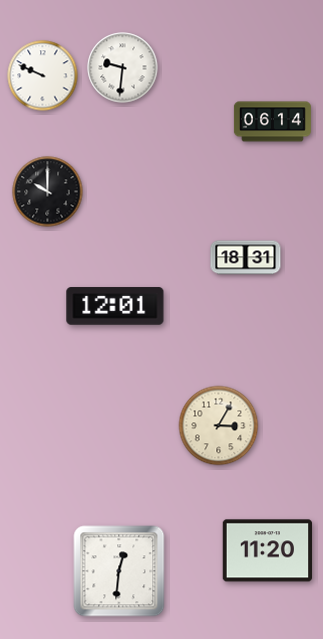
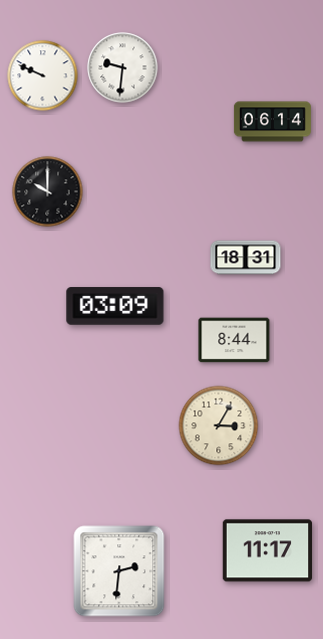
clock at (115, 306): 12:01 -> 03:09
clock at (234, 340): none -> 8:44
clock at (268, 551): 11:20 -> 11:17
clock at (119, 571): 12:31 -> 2:31
